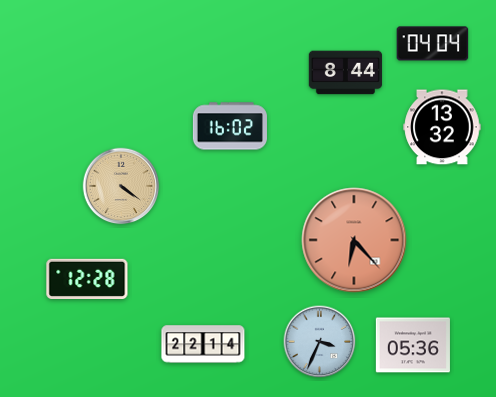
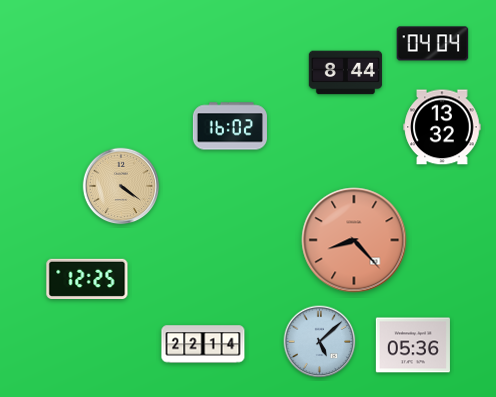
clock at (354, 240): 6:23 -> 8:23
clock at (87, 278): 12:28 -> 12:25
clock at (320, 342): 3:34 -> 5:08
